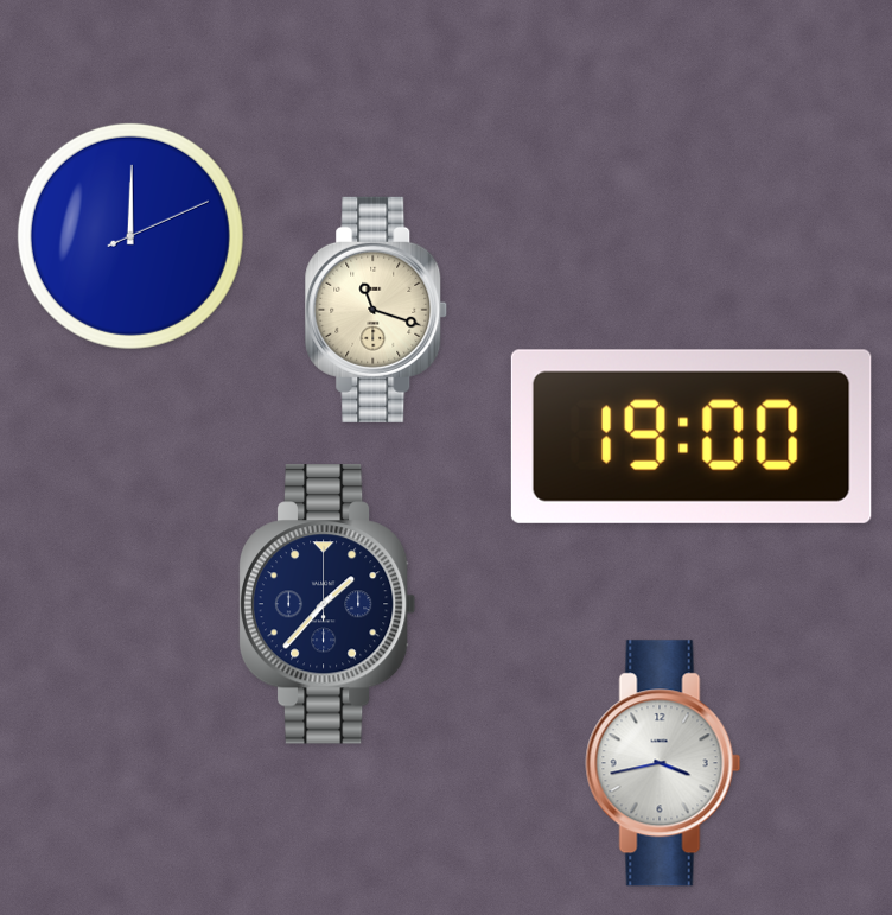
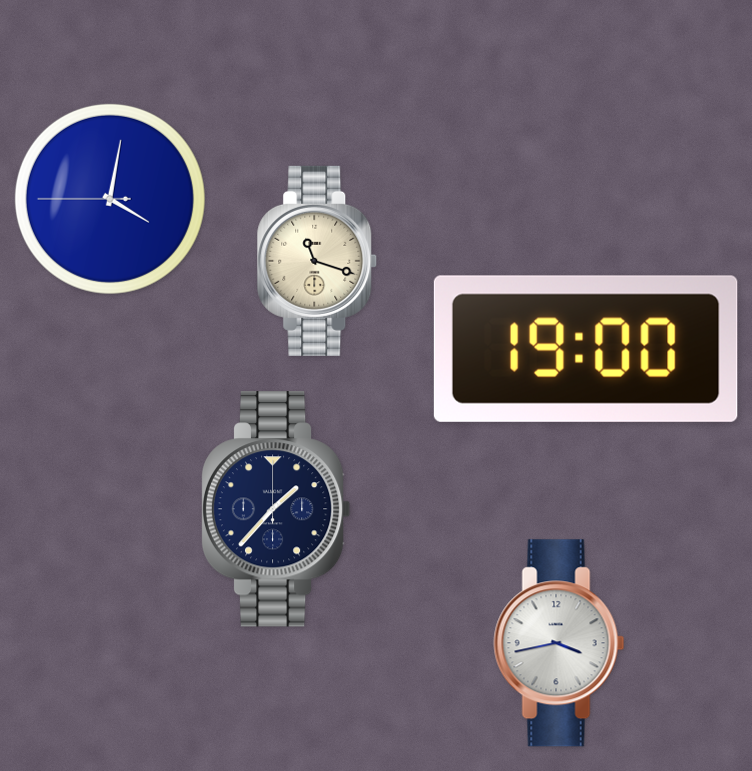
clock at (130, 236): 12:00 -> 4:01
clock at (692, 437) position: (692, 437) -> (586, 349)
